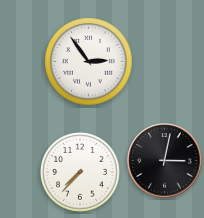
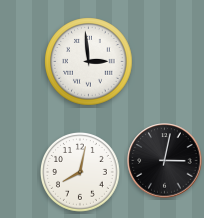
clock at (89, 62): 2:54 -> 2:59
clock at (81, 173): 7:37 -> 8:02
